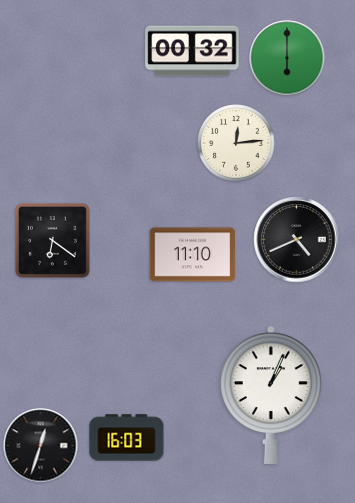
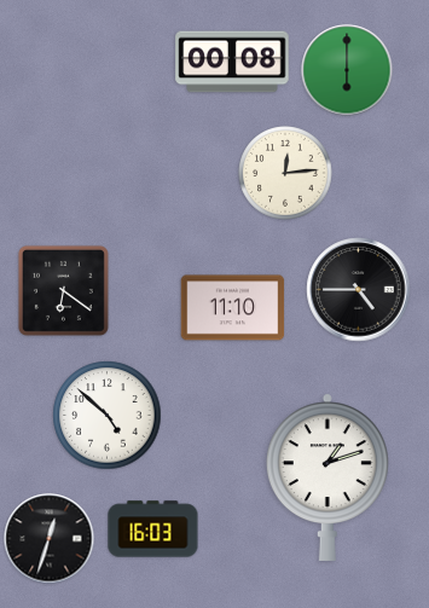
clock at (192, 51): 00:32 -> 00:08
clock at (297, 240): 4:41 -> 4:45
clock at (108, 416): none -> 4:52
clock at (271, 395): 1:04 -> 1:12
